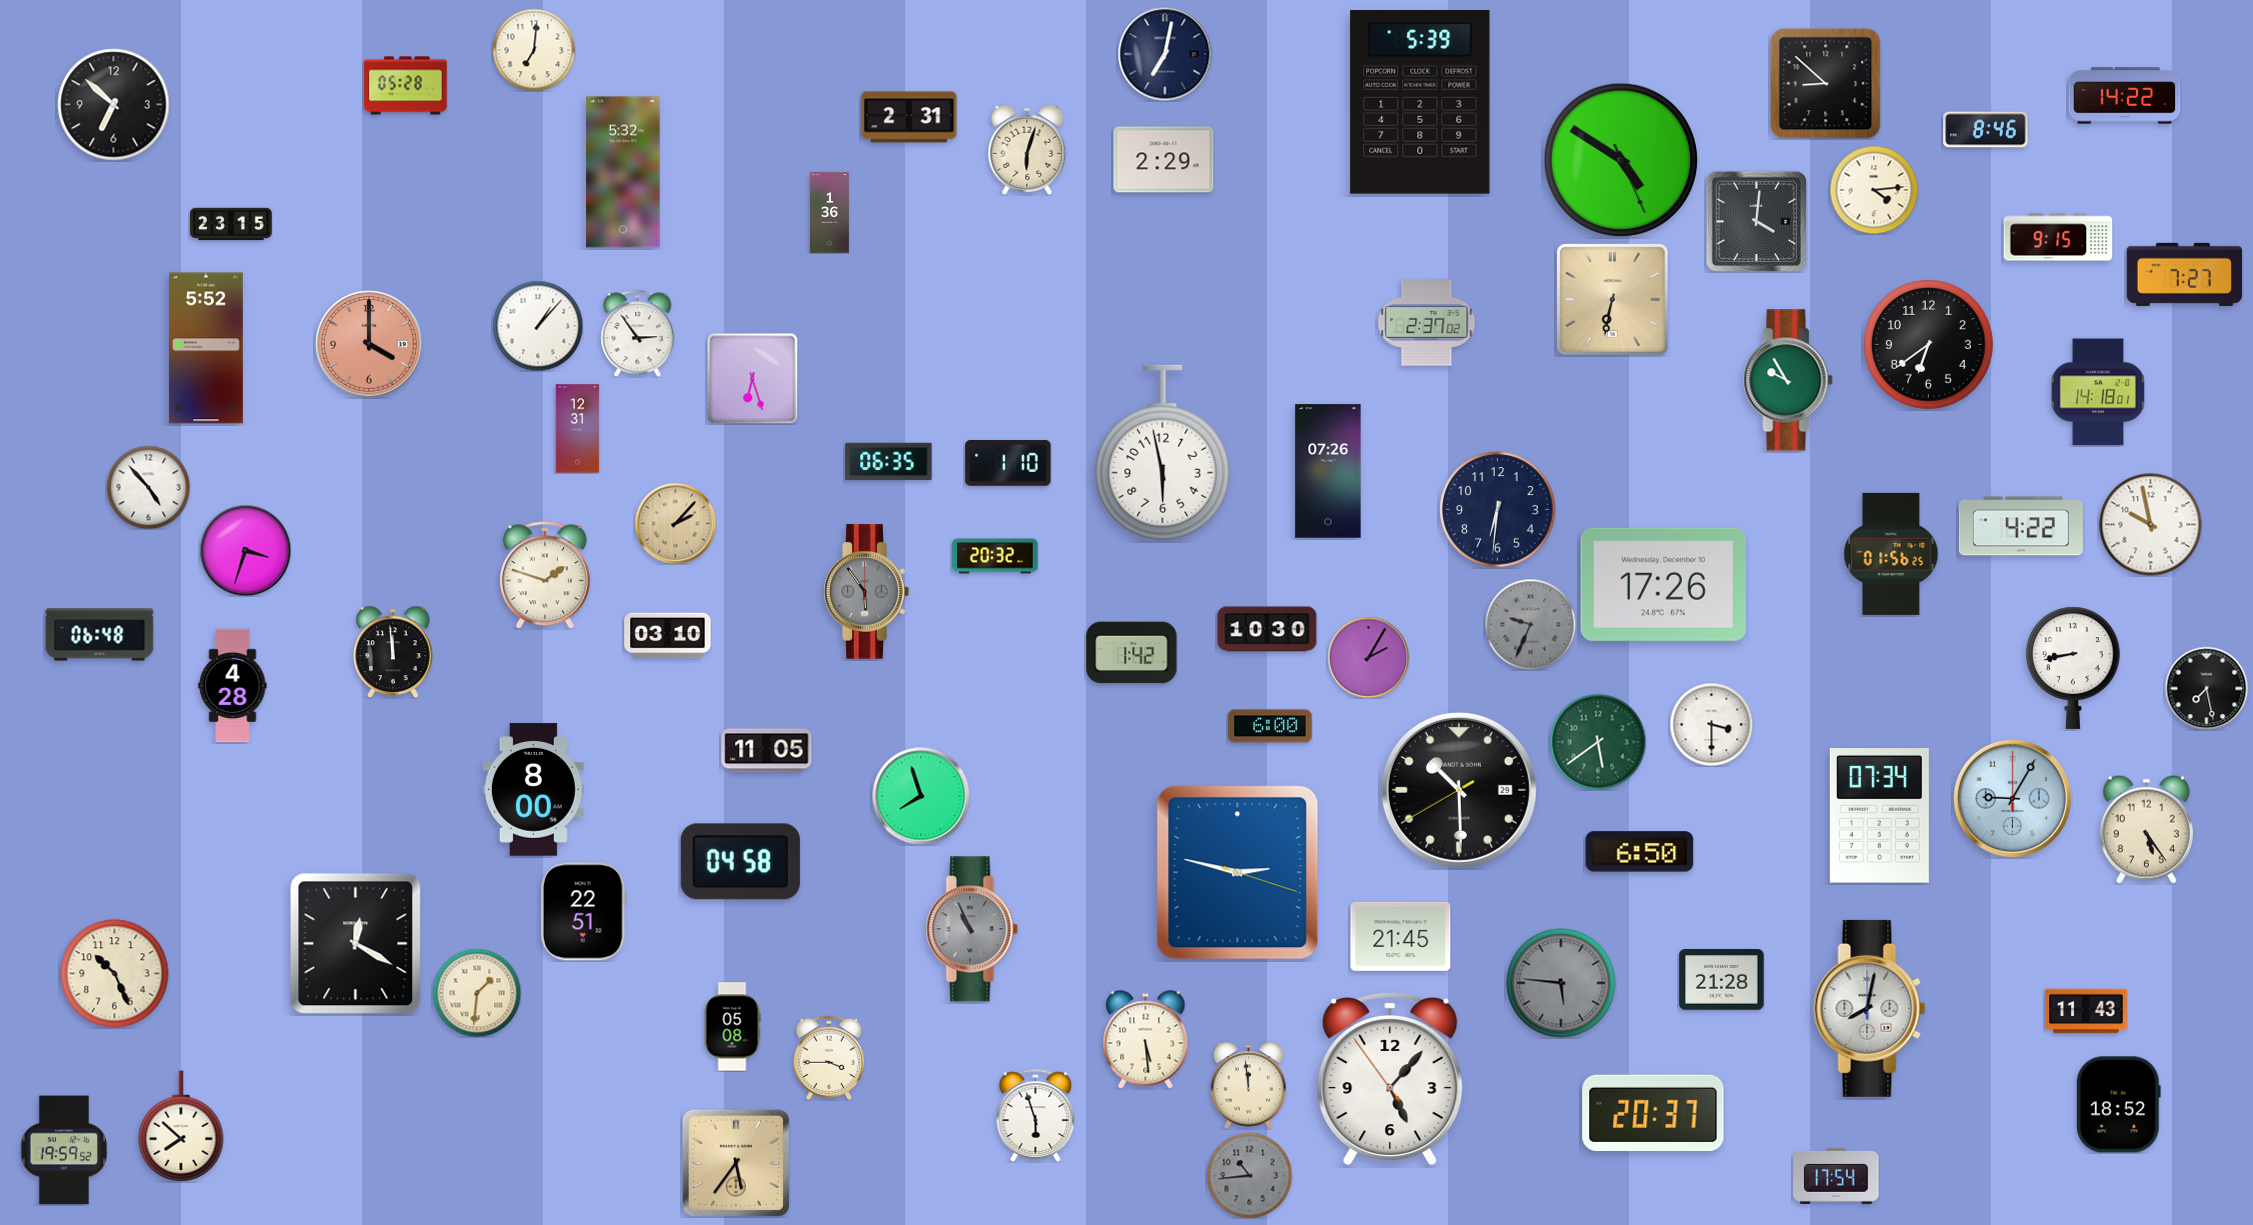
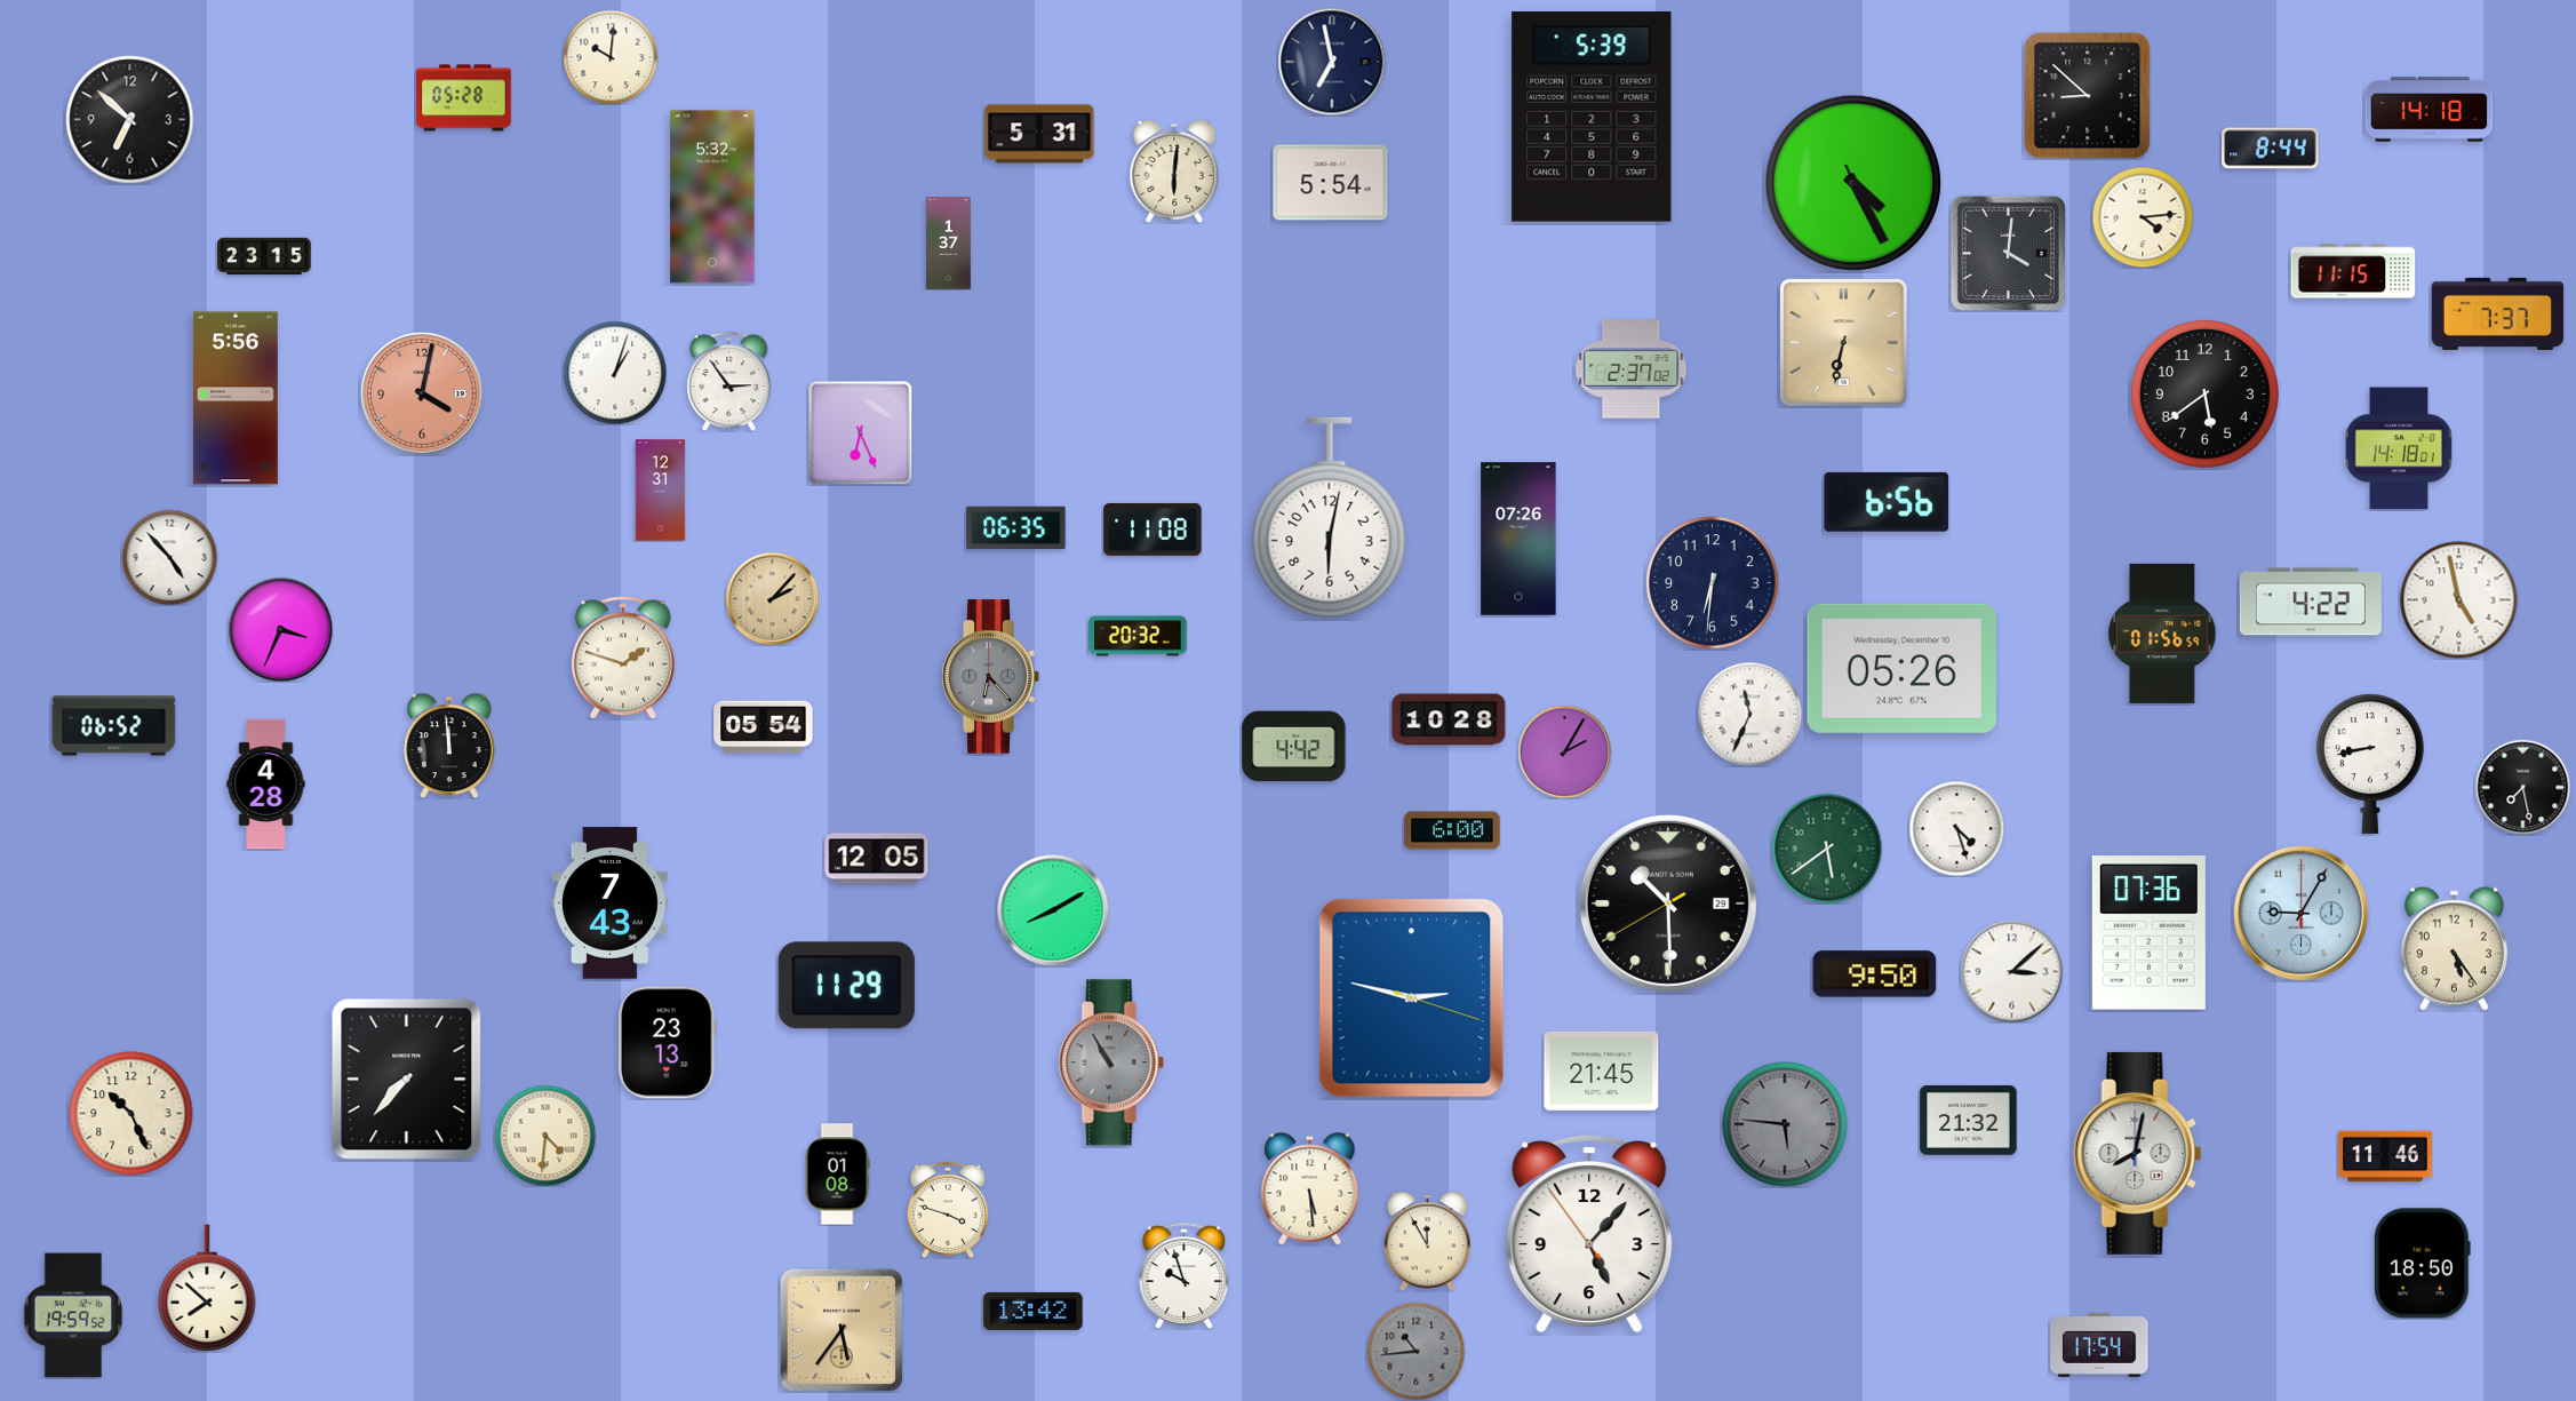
clock at (534, 50): 7:01 -> 10:01
clock at (1165, 54): 7:02 -> 6:58
clock at (2125, 96): 14:22 -> 14:18
clock at (1420, 102) position: (1420, 102) -> (1592, 117)
clock at (909, 117): 2:31 -> 5:31
clock at (1986, 130): 8:46 -> 8:44
clock at (1027, 150): 6:03 -> 6:01
clock at (1620, 159): 4:50 -> 4:25
clock at (1164, 160): 2:29 -> 5:54
clock at (830, 213): 1:36 -> 1:37
clock at (2058, 237): 9:15 -> 11:15
clock at (2185, 274): 7:27 -> 7:37
clock at (538, 326): 1:07 -> 1:03
clock at (369, 344): 4:00 -> 4:02
clock at (1928, 344): 6:39 -> 5:39
clock at (206, 348): 5:52 -> 5:56
clock at (752, 378): 6:27 -> 6:26
clock at (1788, 380): 9:55 -> none
clock at (1887, 502): none -> 6:56
clock at (1163, 453): 5:58 -> 6:02
clock at (1008, 463): 1:10 -> 11:08
clock at (2151, 525): 9:58 -> 4:58
clock at (245, 550): 3:33 -> 3:34
clock at (1891, 554): 01:56:25 -> 01:56:59
clock at (1663, 584): 17:26 -> 05:26
clock at (866, 592): 5:54 -> 6:23
clock at (1530, 624): 9:34 -> 11:34
clock at (1530, 624) dial: grey -> white
clock at (1267, 629): 10:30 -> 10:28
clock at (100, 635): 06:48 -> 06:52
clock at (668, 636): 03:10 -> 05:54
clock at (1132, 653): 1:42 -> 4:42
clock at (1711, 724): 3:30 -> 4:27
clock at (767, 751): 11:05 -> 12:05
clock at (533, 790): 8:00 -> 7:43
clock at (921, 796): 7:57 -> 8:10
clock at (1879, 816): 07:34 -> 07:36
clock at (2011, 971): none -> 3:08
clock at (1640, 852): 6:50 -> 9:50
clock at (740, 862): 04:58 -> 11:29
clock at (1238, 873) position: (1238, 873) -> (1412, 998)
clock at (583, 912): 22:51 -> 23:13
clock at (972, 929): 10:56 -> 10:55
clock at (356, 944): 12:20 -> 7:37
clock at (1722, 980): 21:28 -> 21:32
clock at (477, 993): 1:31 -> 4:31
clock at (2086, 1011): 11:43 -> 11:46
clock at (732, 1027): 05:08 -> 01:08
clock at (829, 1058): 3:45 -> 3:48
clock at (1248, 1085): 11:59 -> 11:55
clock at (2118, 1105): 18:52 -> 18:50
clock at (1653, 1112): 20:37 -> none
clock at (1036, 1115): 5:57 -> 9:57
clock at (1034, 1311): none -> 13:42
clock at (1249, 1175) position: (1249, 1175) -> (1415, 1351)
